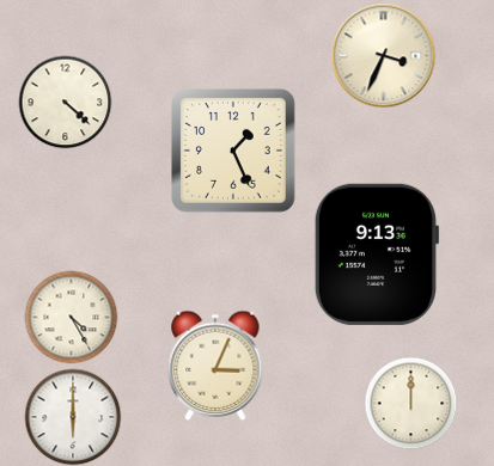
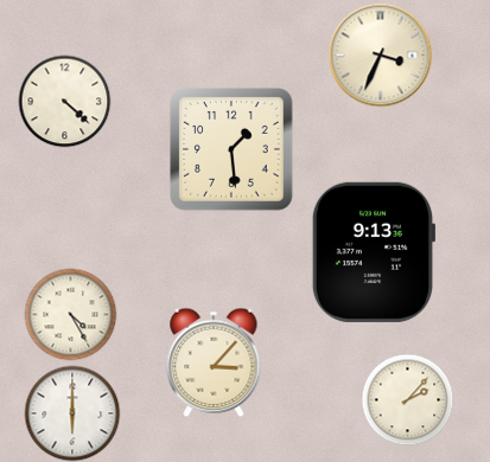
clock at (234, 152): 1:26 -> 1:29
clock at (215, 366): 3:04 -> 3:07
clock at (410, 403): 12:00 -> 2:07
